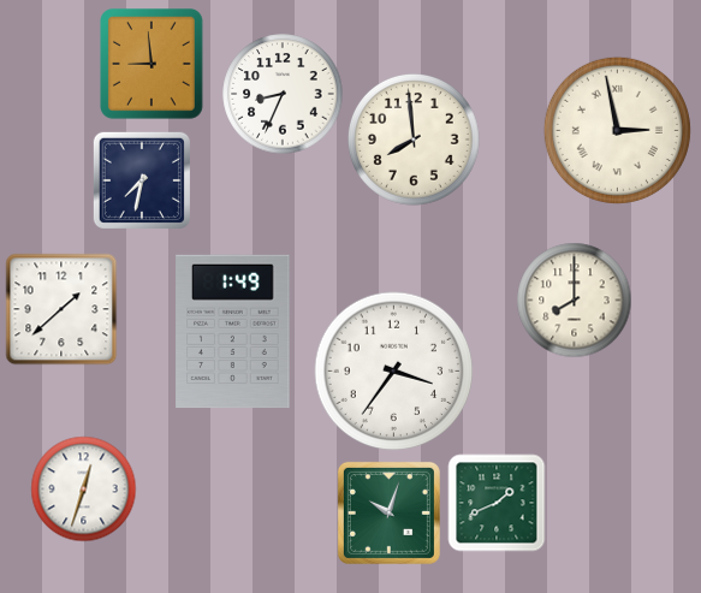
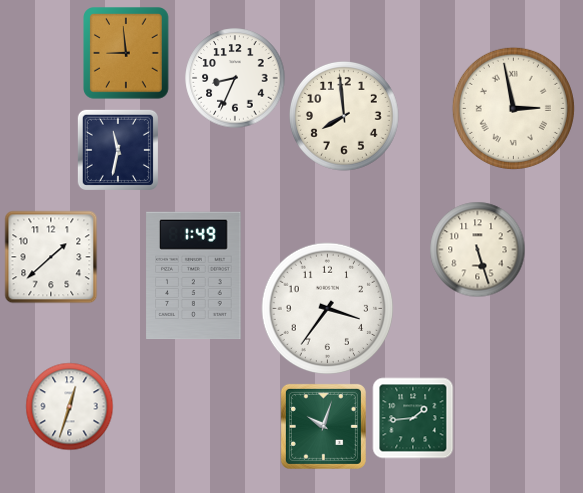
clock at (142, 180): 7:32 -> 11:32
clock at (574, 300): 8:00 -> 5:27
clock at (497, 503): 1:41 -> 1:44
